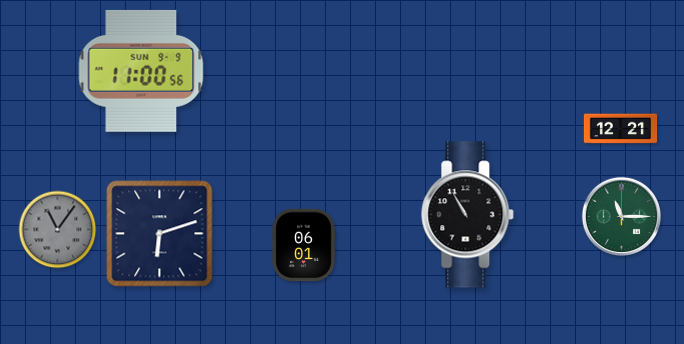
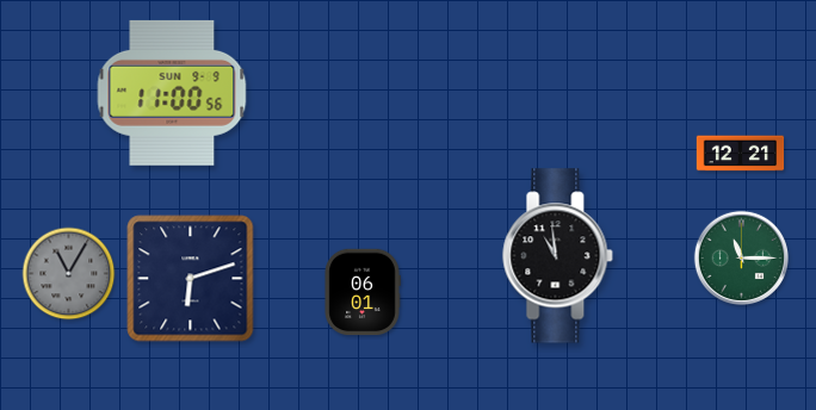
clock at (141, 71) position: (141, 71) -> (172, 93)
clock at (468, 215): 10:55 -> 10:59
clock at (58, 230): 11:06 -> 11:05
